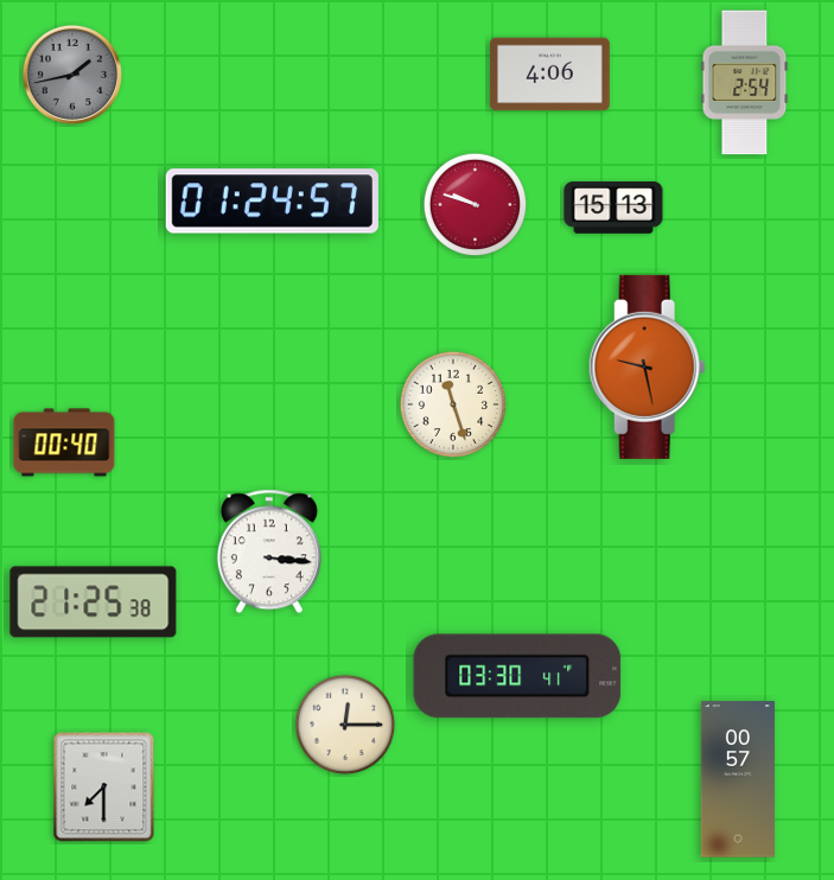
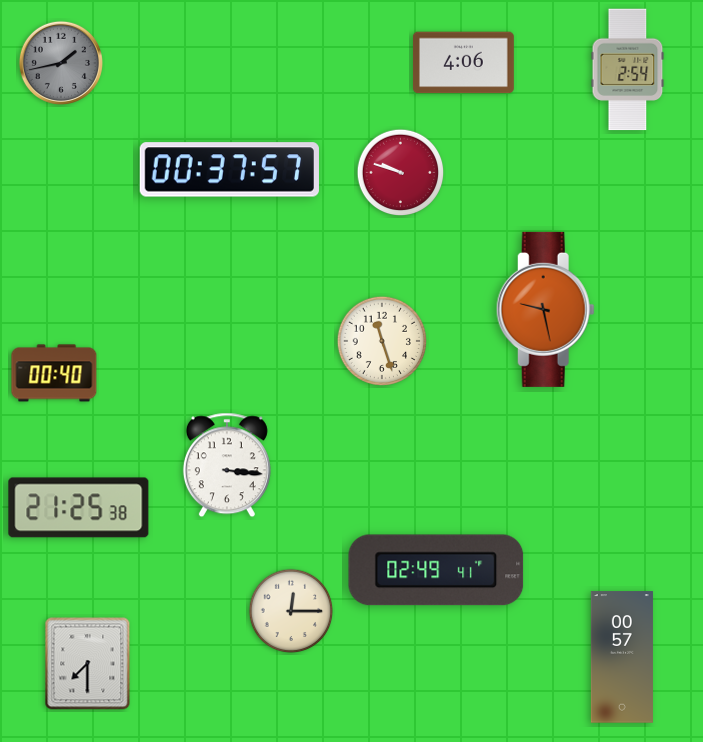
clock at (272, 202): 01:24 -> 00:37
clock at (613, 208): 15:13 -> none
clock at (517, 676): 03:30 -> 02:49
